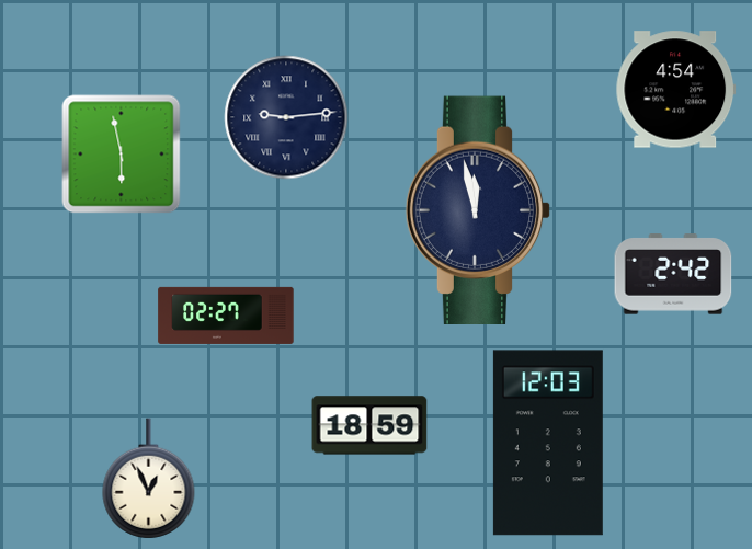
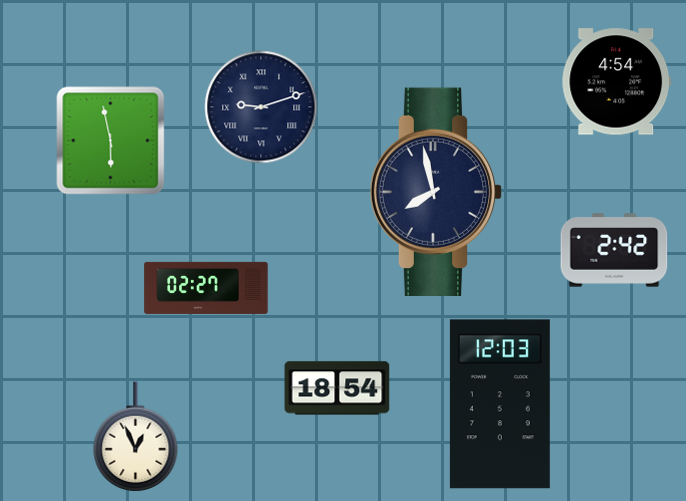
clock at (286, 117): 9:14 -> 9:12
clock at (478, 210): 11:58 -> 7:58
clock at (369, 425): 18:59 -> 18:54
